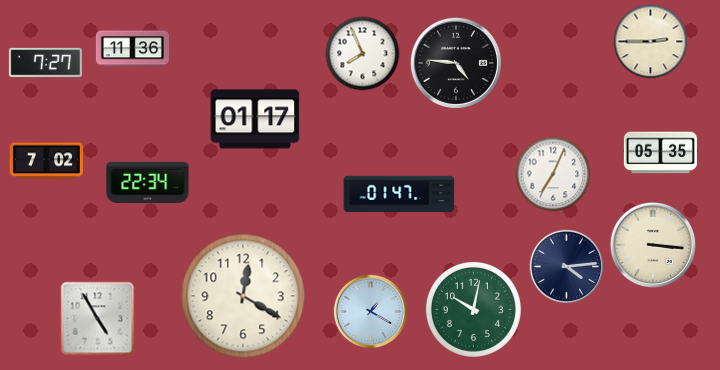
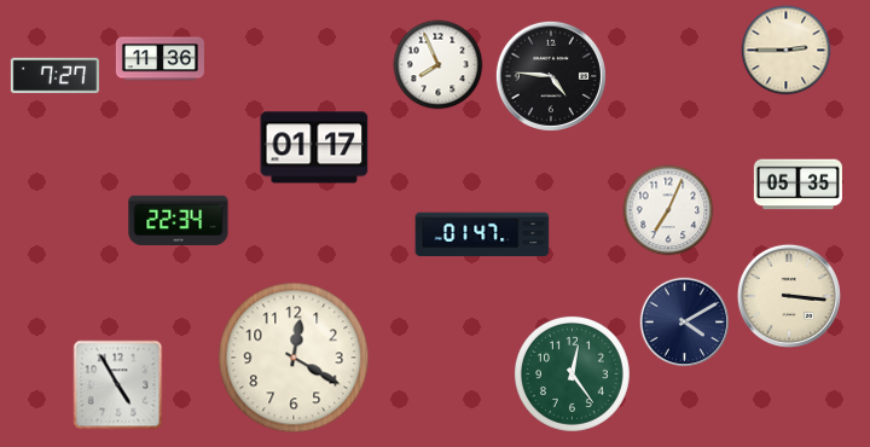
clock at (255, 119) position: (255, 119) -> (314, 147)
clock at (46, 161): 7:02 -> none
clock at (567, 267): 4:14 -> 4:10
clock at (473, 309): 10:02 -> 12:24
clock at (371, 312): 1:20 -> none
